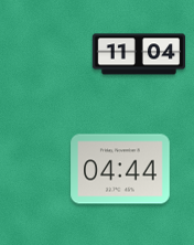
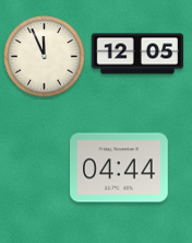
clock at (139, 54): 11:04 -> 12:05
clock at (45, 57): none -> 11:56
